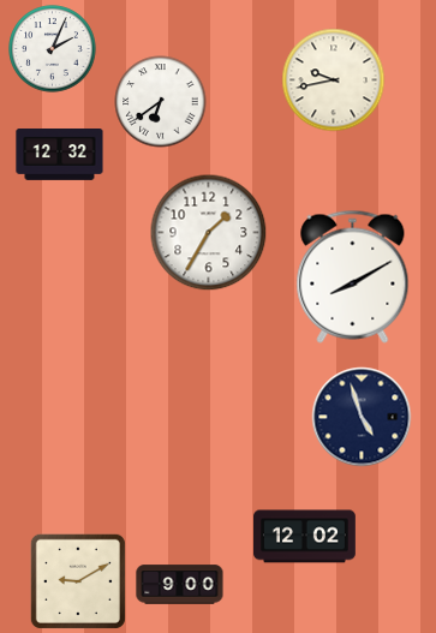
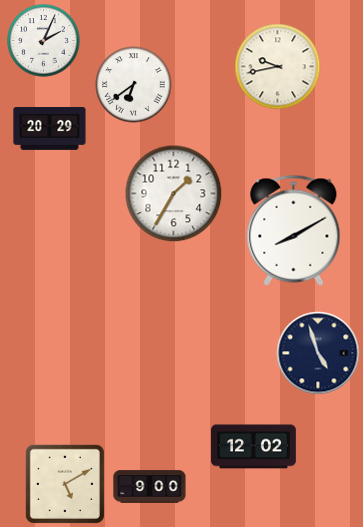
clock at (60, 155): 12:32 -> 20:29
clock at (362, 417) position: (362, 417) -> (318, 353)
clock at (78, 581): 9:10 -> 5:10
